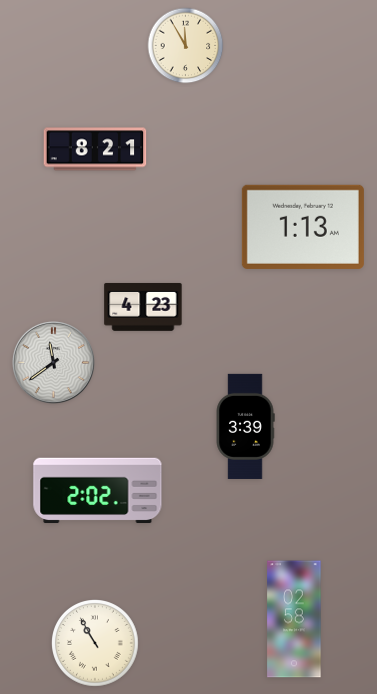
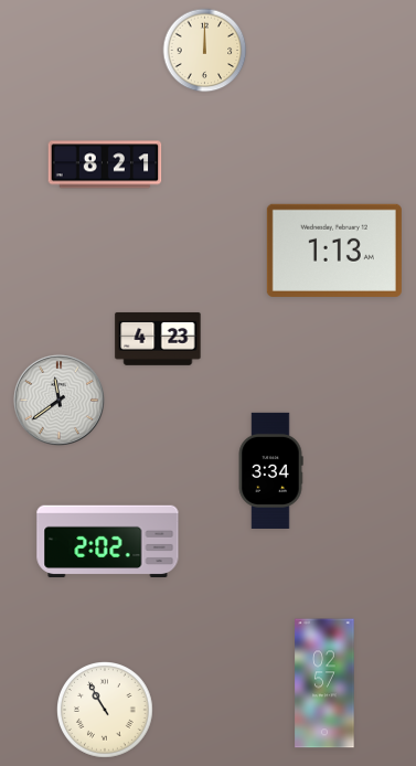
clock at (186, 46): 11:55 -> 12:00
clock at (245, 426): 3:39 -> 3:34
clock at (294, 619): 02:58 -> 02:57
